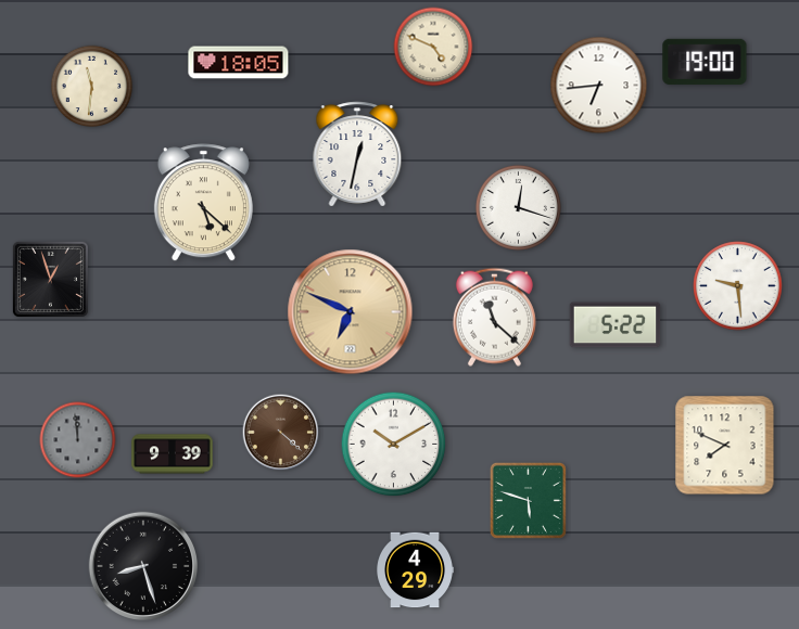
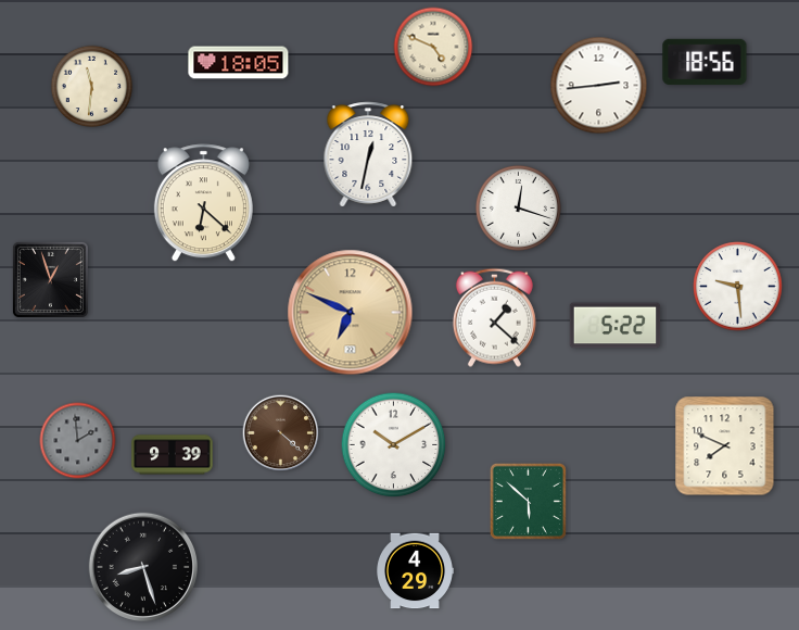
clock at (705, 62): 19:00 -> 18:56
clock at (599, 86): 6:44 -> 2:44
clock at (357, 154) position: (357, 154) -> (368, 154)
clock at (203, 203): 5:22 -> 6:22
clock at (494, 317): 11:22 -> 1:22
clock at (78, 440): 11:59 -> 1:59
clock at (528, 500): 5:48 -> 5:52
